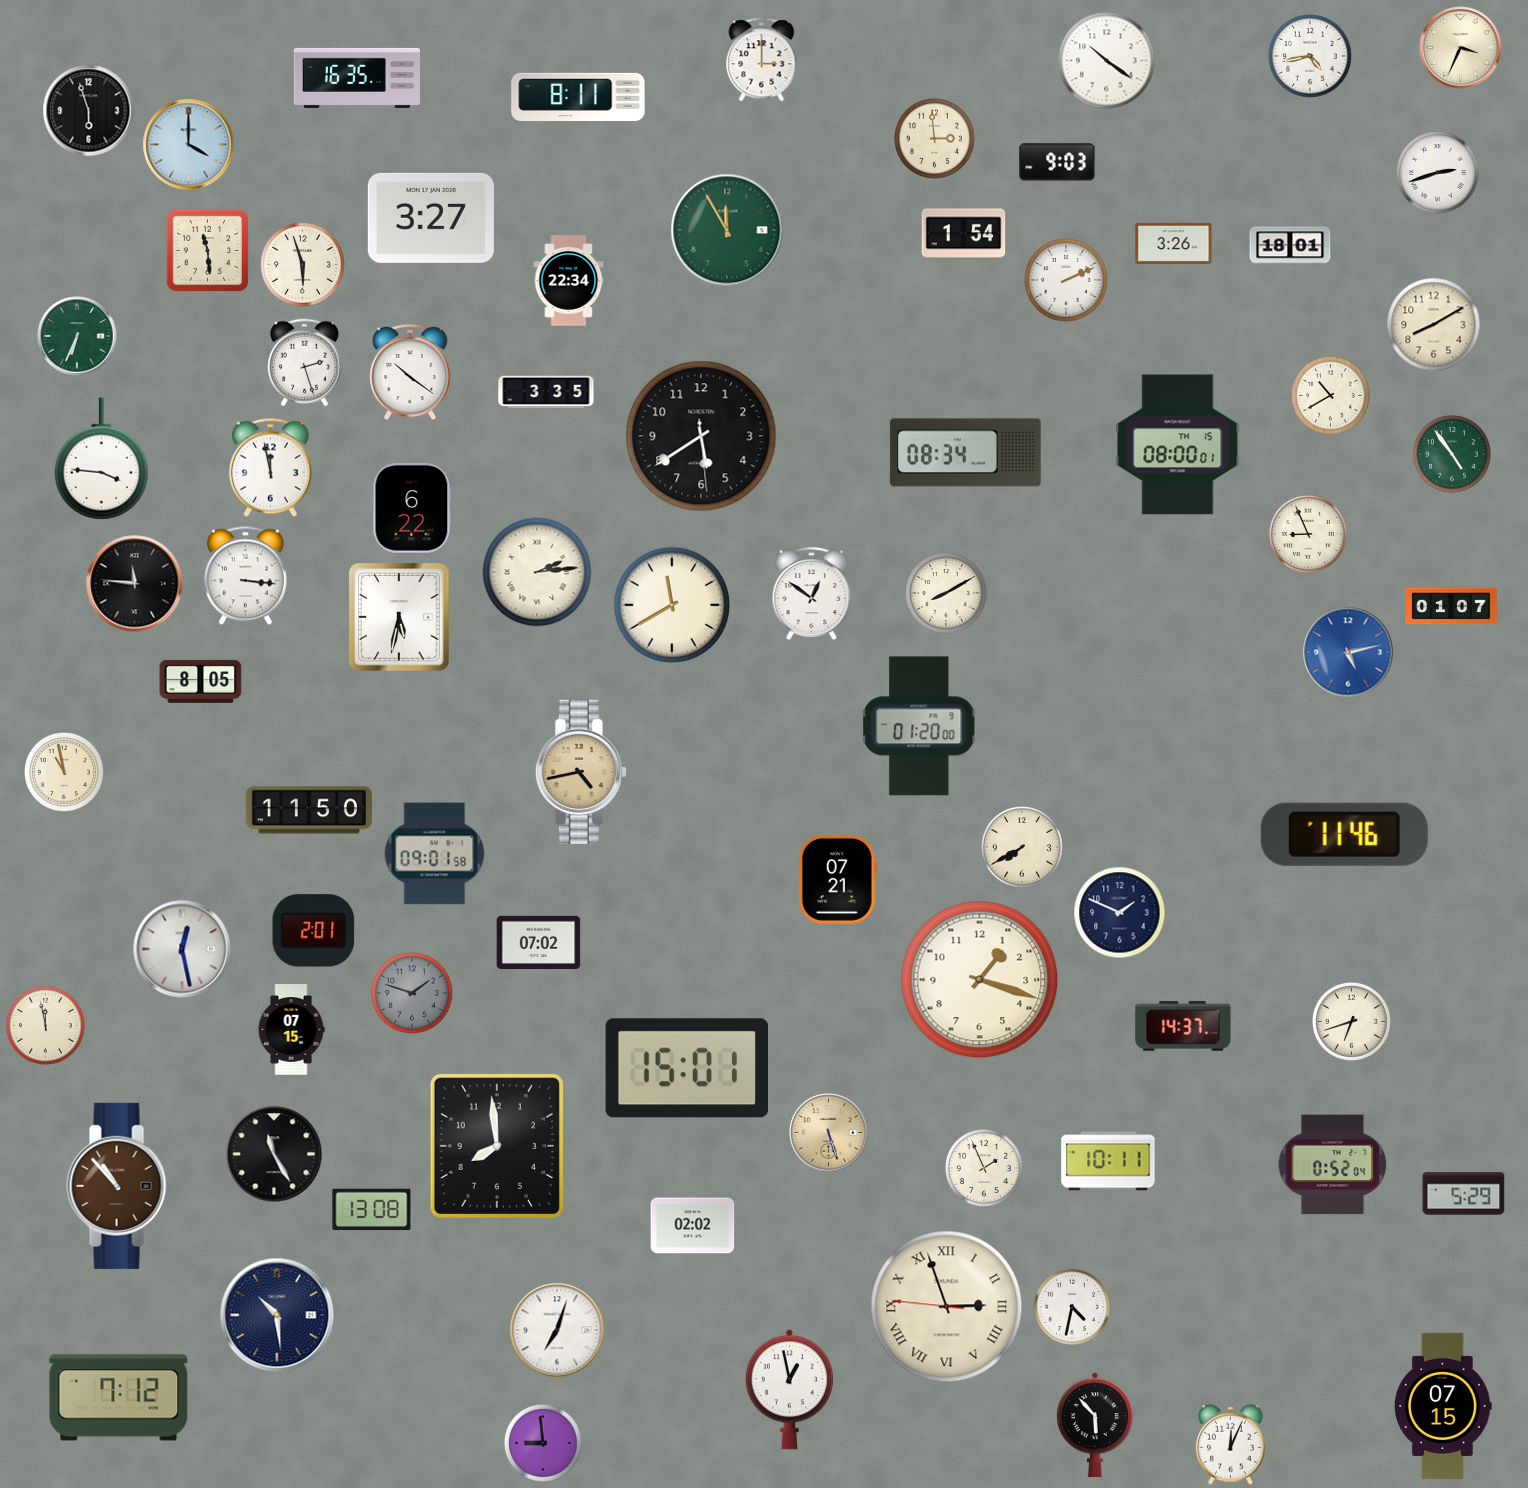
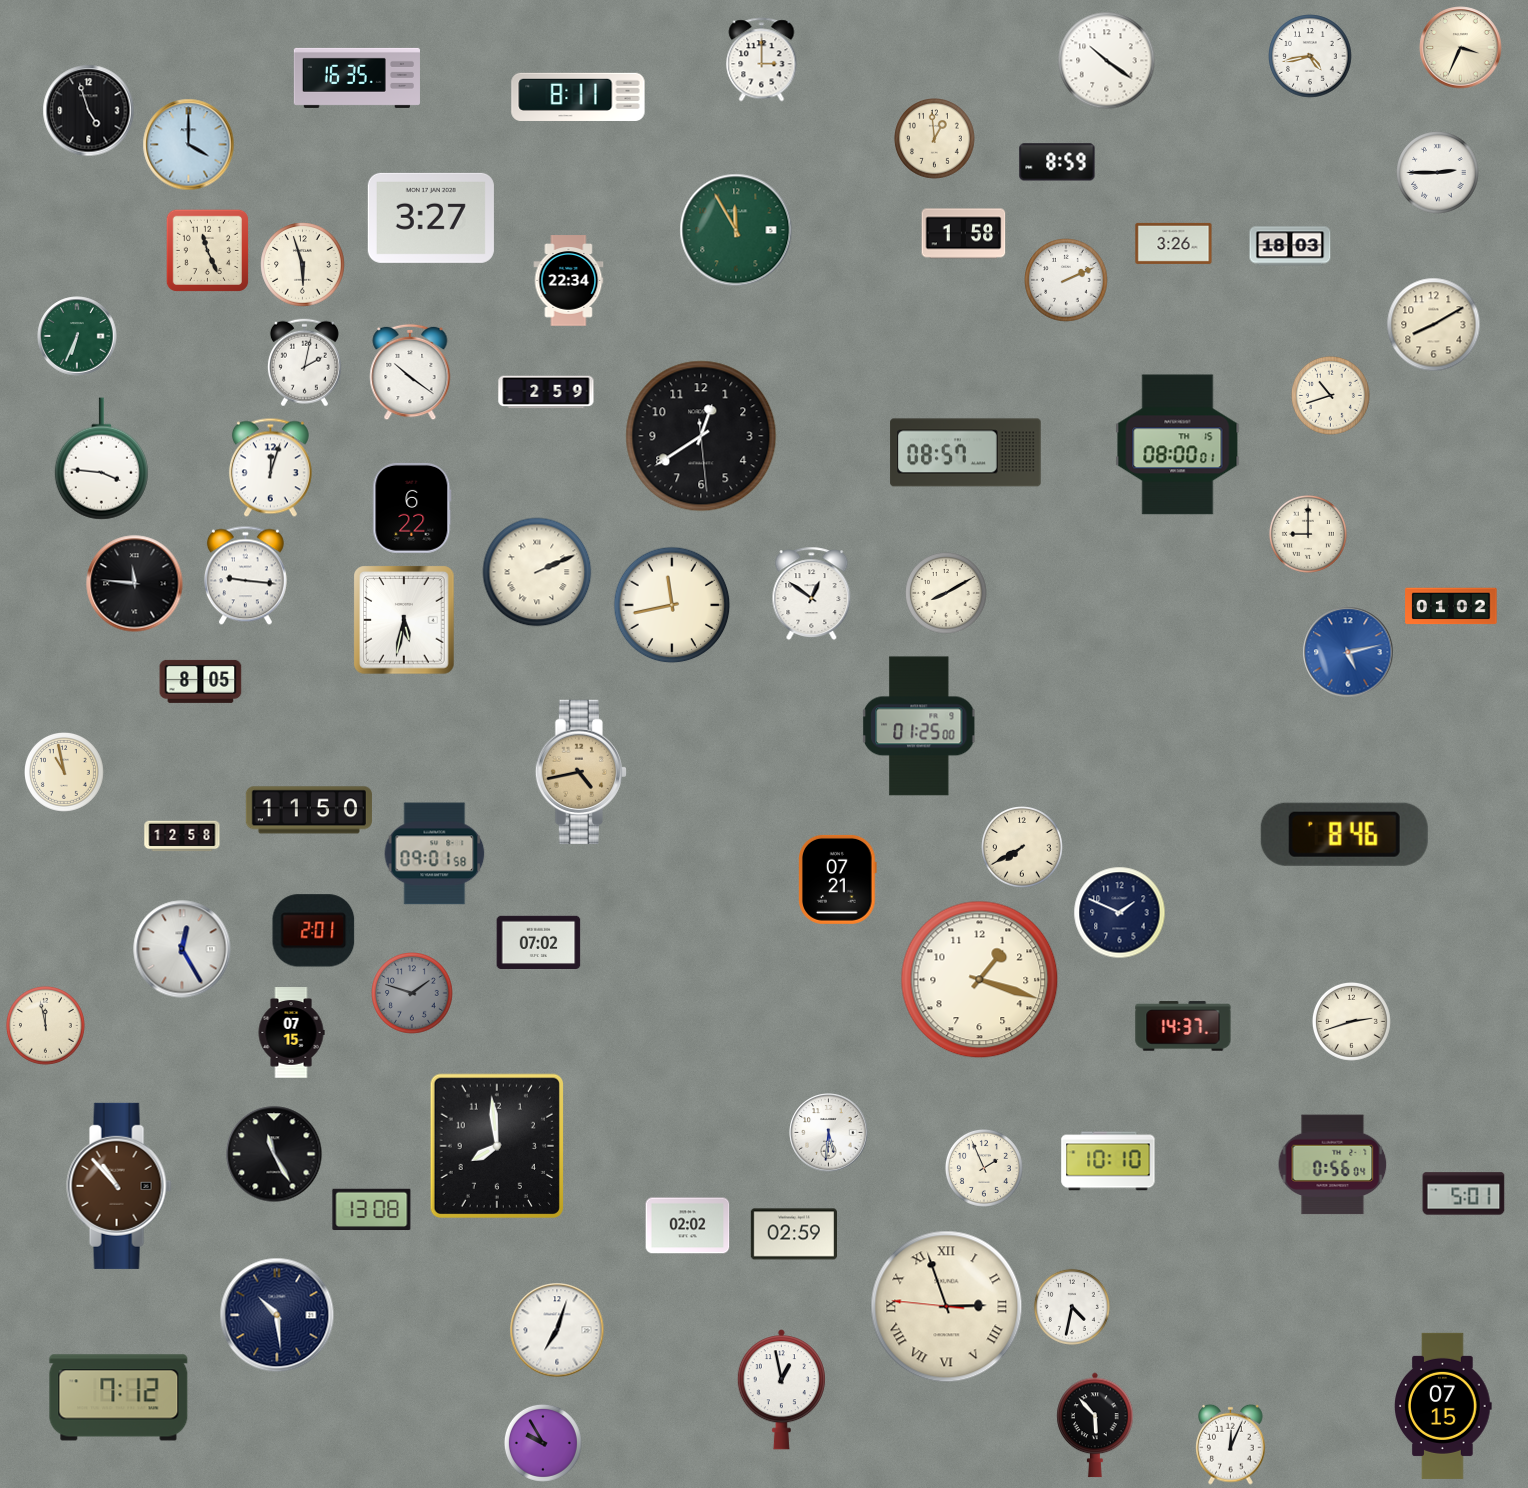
clock at (89, 111): 5:57 -> 4:57
clock at (935, 139): 2:59 -> 12:59
clock at (1057, 162): 9:03 -> 8:59
clock at (1438, 173): 2:42 -> 2:45
clock at (727, 230) position: (727, 230) -> (736, 230)
clock at (964, 234): 1:54 -> 1:58
clock at (1290, 246): 18:01 -> 18:03
clock at (207, 250): 11:29 -> 11:26
clock at (304, 363): 2:27 -> 2:02
clock at (546, 392): 3:35 -> 2:59
clock at (1330, 395): 10:40 -> 10:42
clock at (701, 436): 5:39 -> 12:39
clock at (966, 453): 08:34 -> 08:57
clock at (1452, 454): 4:54 -> none
clock at (270, 468): 11:58 -> 12:03
clock at (1308, 534): 8:56 -> 9:00
clock at (537, 572): 2:14 -> 2:11
clock at (245, 576): 3:16 -> 9:16
clock at (672, 605): 11:40 -> 11:43
clock at (1451, 606): 01:07 -> 01:02
clock at (399, 617) position: (399, 617) -> (404, 620)
clock at (920, 726): 01:20 -> 01:25
clock at (1344, 834): 11:46 -> 8:46
clock at (182, 836): none -> 12:58
clock at (182, 949): 12:28 -> 12:25
clock at (1351, 1021): 6:42 -> 2:42
clock at (291, 1030) position: (291, 1030) -> (291, 1033)
clock at (686, 1068): 15:01 -> none
clock at (829, 1133): 5:27 -> 5:31
clock at (829, 1133) dial: champagne -> white
clock at (1108, 1161): 10:11 -> 10:10
clock at (1333, 1165): 0:52 -> 0:56
clock at (1464, 1194): 5:29 -> 5:01
clock at (693, 1226) position: (693, 1226) -> (688, 1226)
clock at (793, 1234): none -> 02:59
clock at (789, 1390) position: (789, 1390) -> (781, 1390)
clock at (543, 1443): 8:59 -> 9:55
